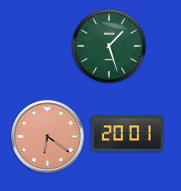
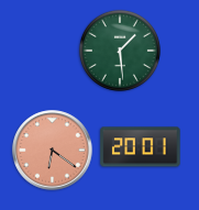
clock at (109, 46): 1:27 -> 1:29
